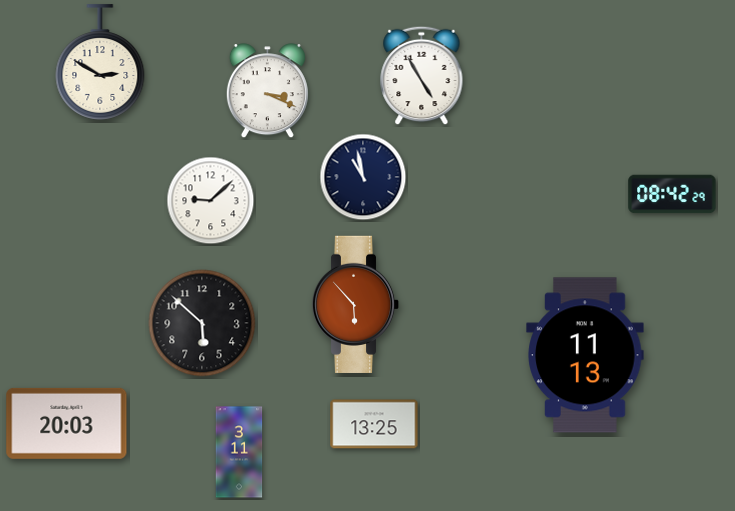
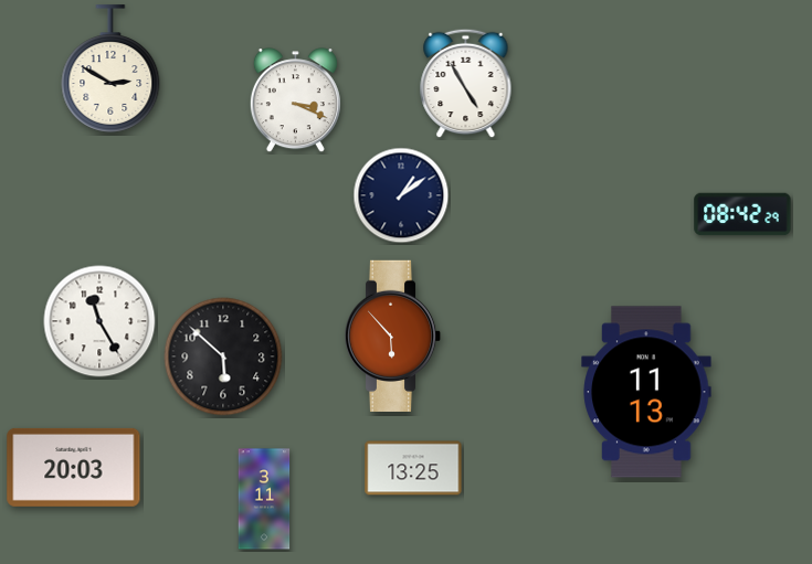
clock at (363, 177): 10:58 -> 1:09
clock at (211, 201): 9:08 -> none
clock at (99, 321): none -> 11:25
